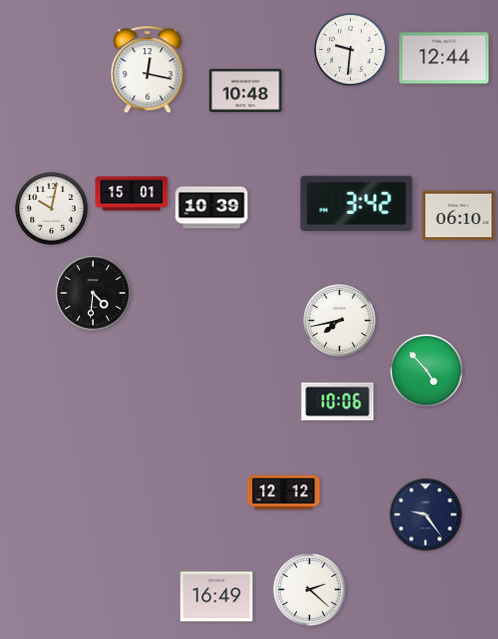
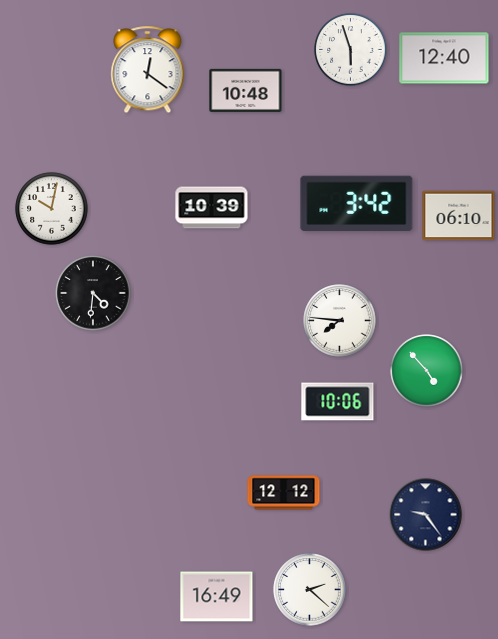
clock at (351, 50): 9:31 -> 5:57
clock at (444, 58): 12:44 -> 12:40
clock at (148, 70): 12:17 -> 12:21
clock at (132, 194): 15:01 -> none
clock at (340, 321): 7:43 -> 7:46
